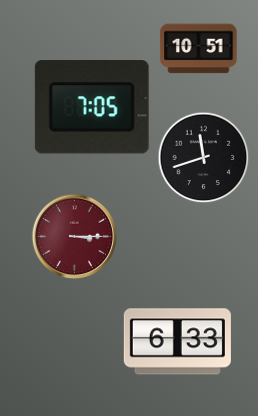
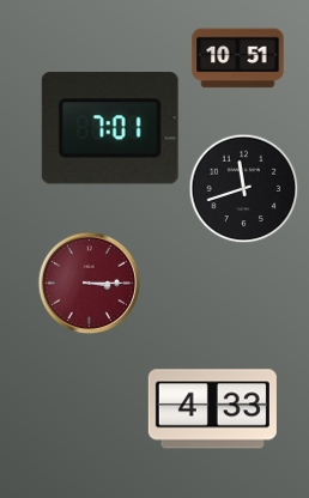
clock at (92, 107): 7:05 -> 7:01
clock at (177, 342): 6:33 -> 4:33
